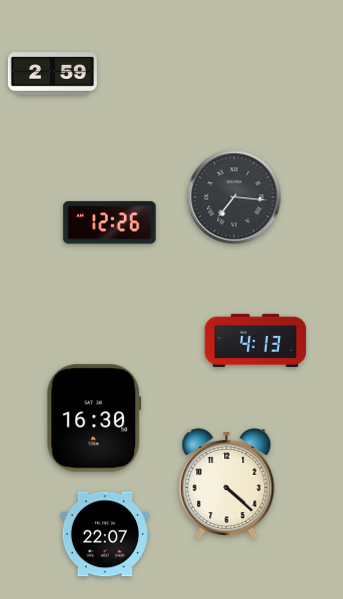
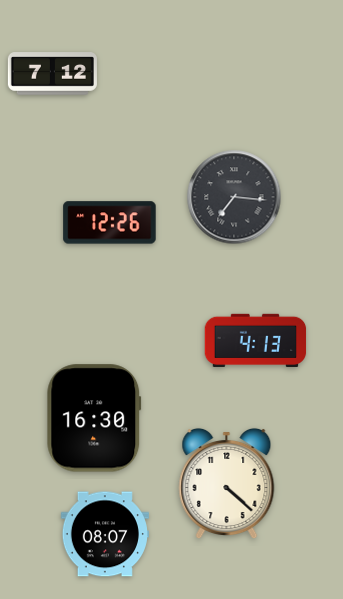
clock at (52, 74): 2:59 -> 7:12
clock at (104, 534): 22:07 -> 08:07
